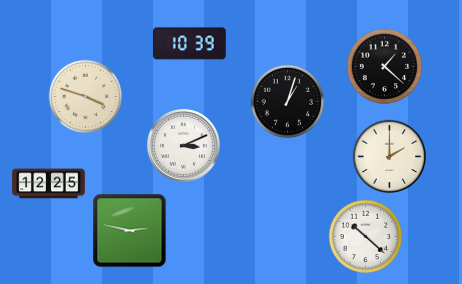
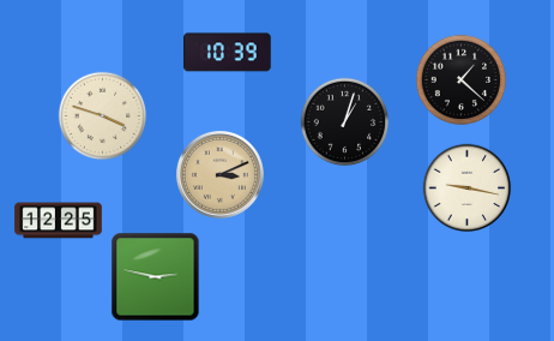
clock at (183, 145) dial: white -> champagne
clock at (390, 157): 2:00 -> 9:17
clock at (366, 237): 10:22 -> none
